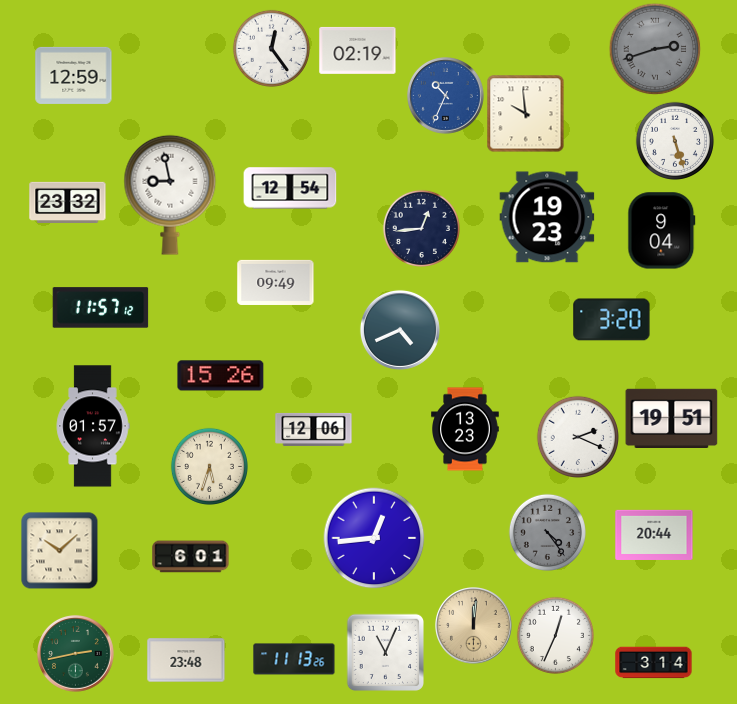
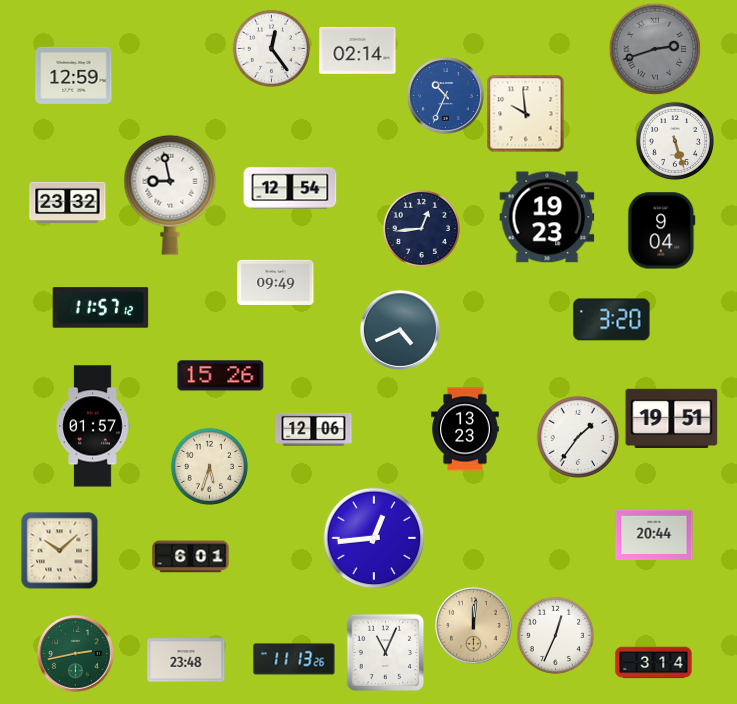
clock at (358, 50): 02:19 -> 02:14
clock at (577, 436): 2:19 -> 1:36
clock at (547, 532): 4:24 -> none
